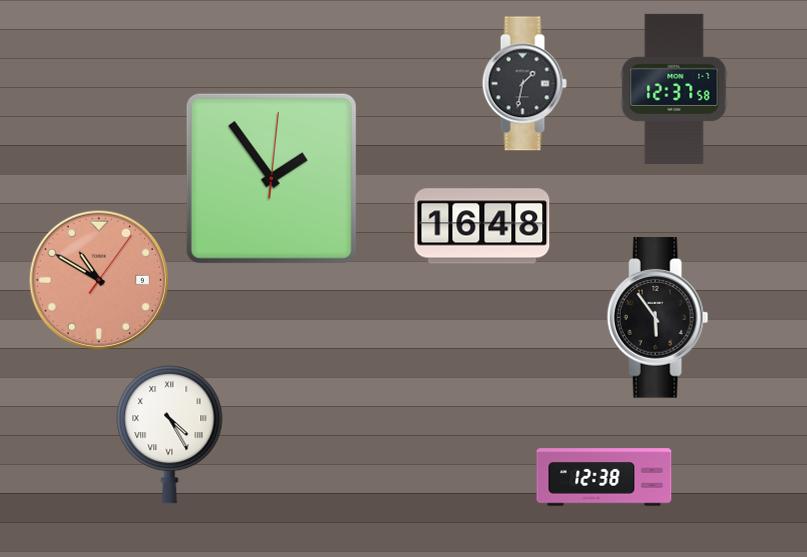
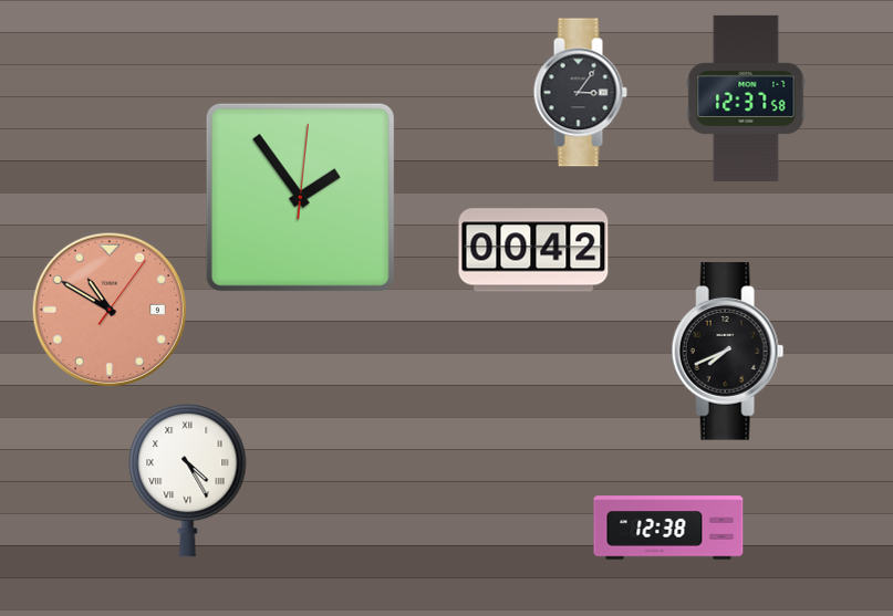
clock at (524, 84): 1:32 -> 3:06
clock at (482, 226): 16:48 -> 00:42
clock at (658, 318): 5:54 -> 7:41
